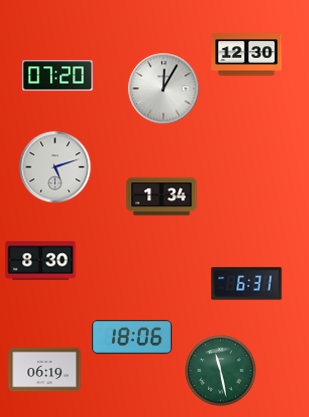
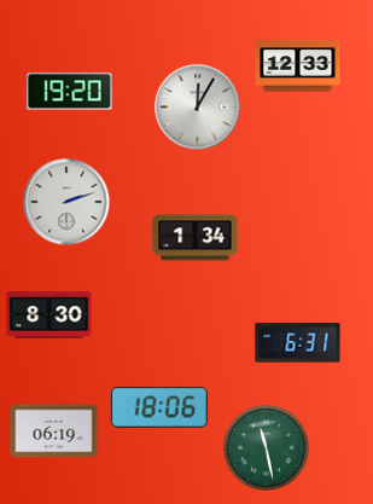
clock at (247, 55): 12:30 -> 12:33
clock at (58, 76): 07:20 -> 19:20
clock at (55, 167): 5:12 -> 2:12
clock at (45, 370) position: (45, 370) -> (54, 431)
